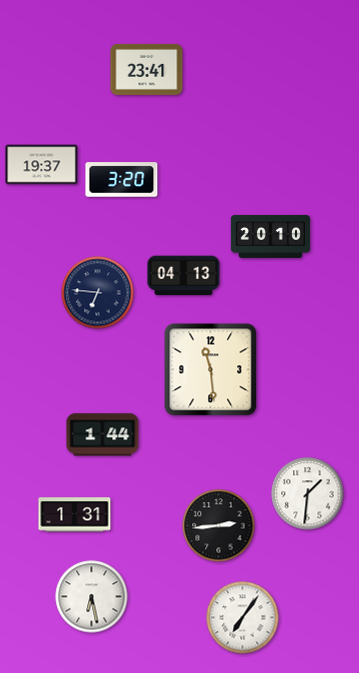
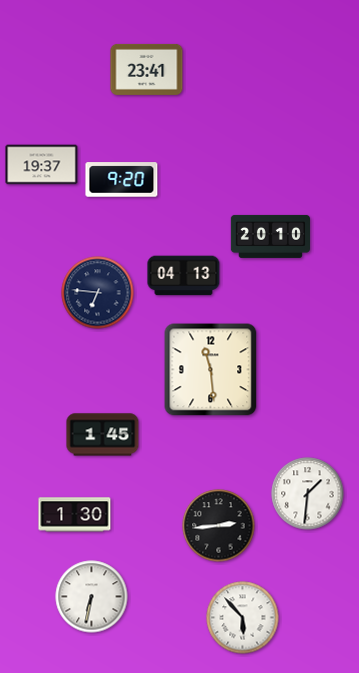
clock at (122, 180): 3:20 -> 9:20
clock at (103, 435): 1:44 -> 1:45
clock at (75, 515): 1:31 -> 1:30
clock at (92, 597): 6:28 -> 6:32
clock at (243, 618): 7:06 -> 5:53
